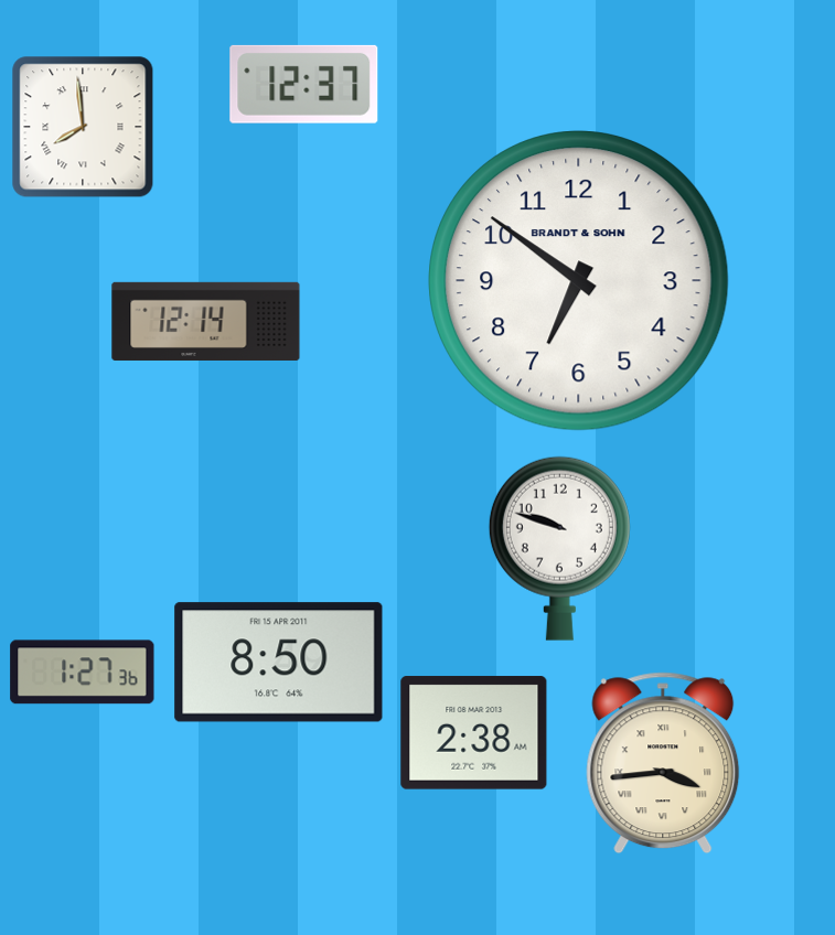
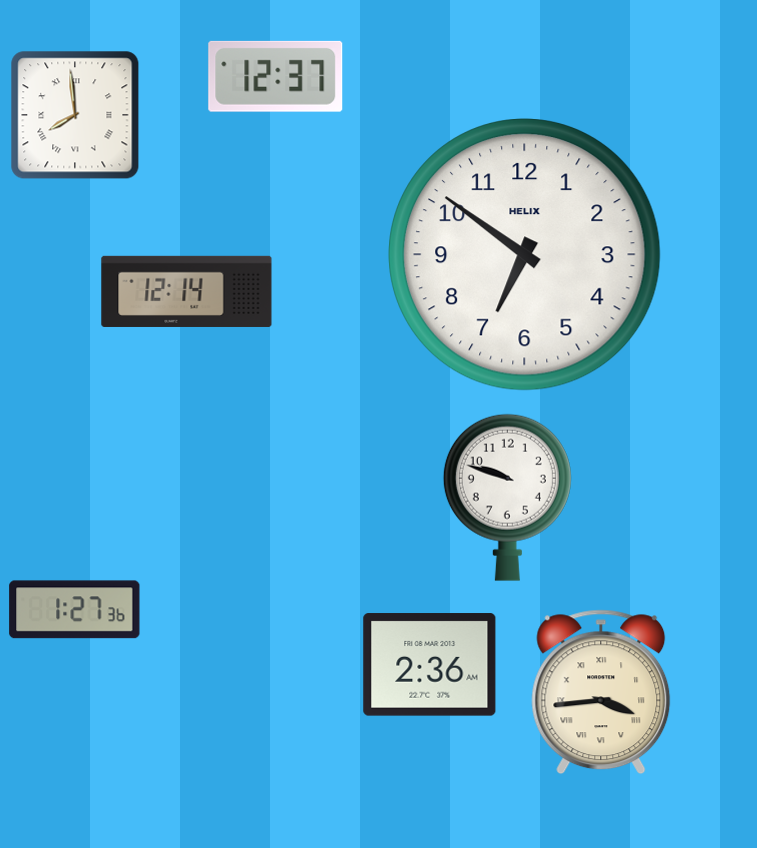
clock at (579, 281) brand: BRANDT & SOHN -> HELIX
clock at (279, 663): 8:50 -> none
clock at (474, 733): 2:38 -> 2:36
